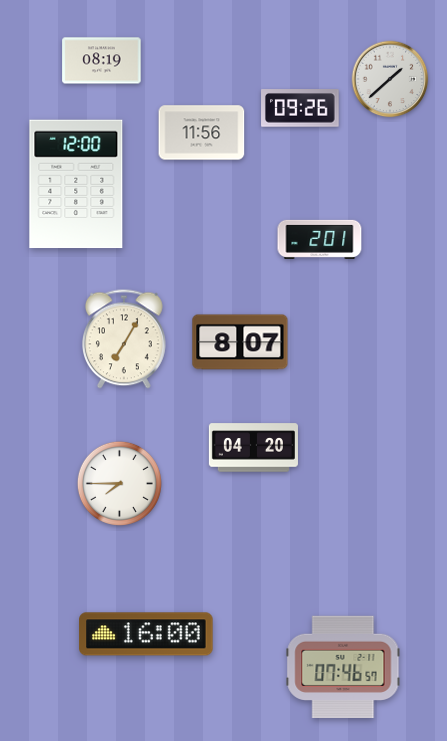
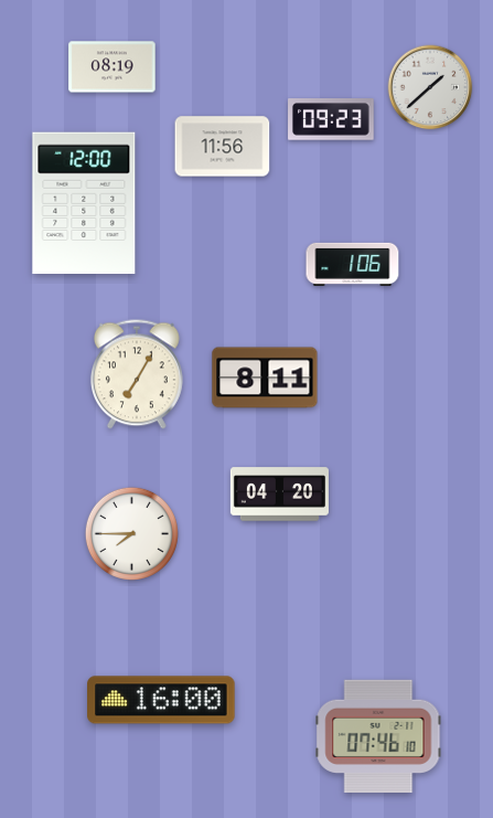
clock at (300, 108): 09:26 -> 09:23
clock at (320, 239): 2:01 -> 1:06
clock at (240, 342): 8:07 -> 8:11
clock at (343, 666): 07:46:57 -> 07:46:10
